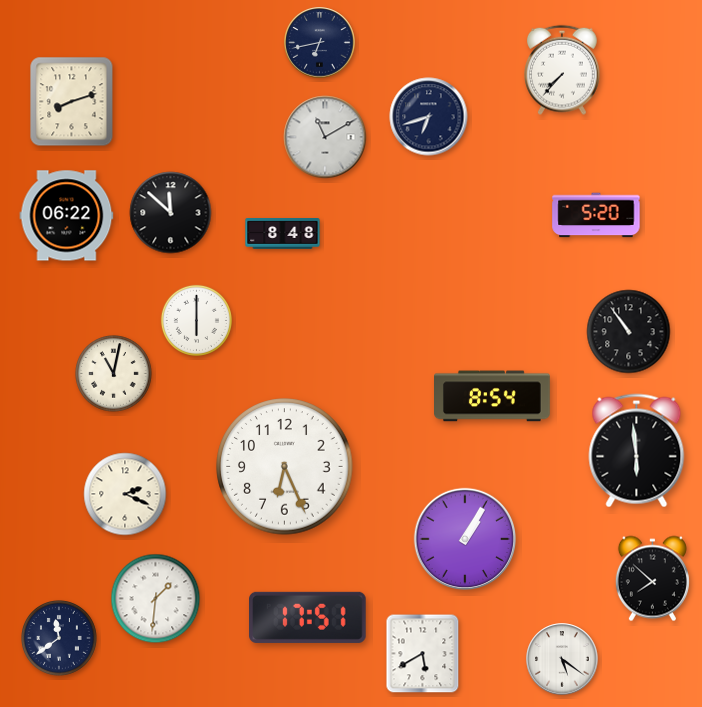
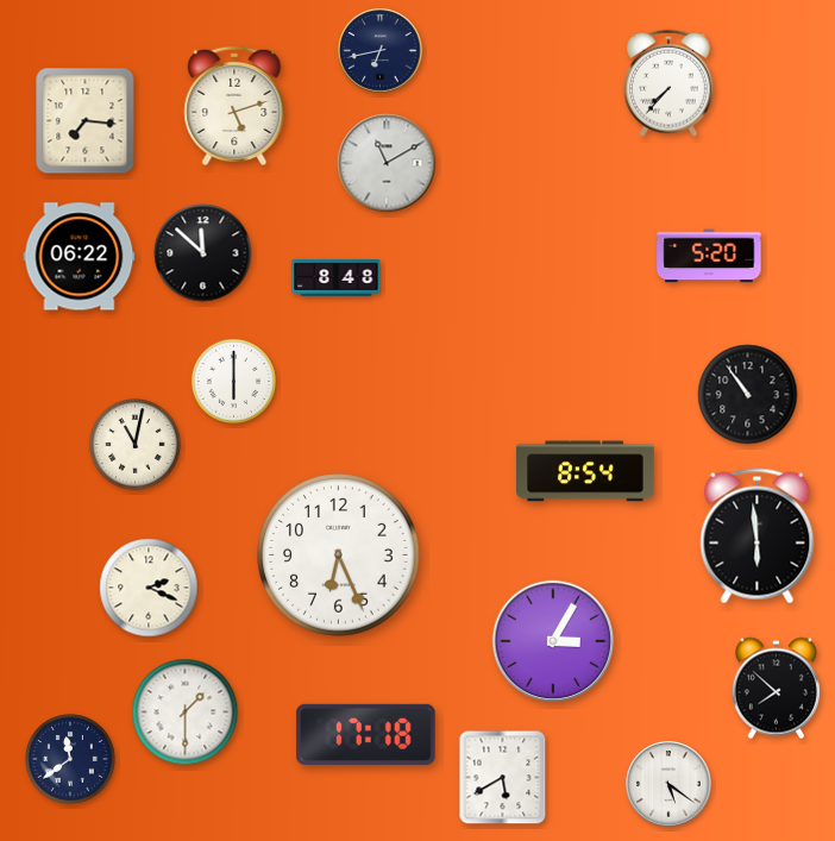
clock at (234, 106): none -> 5:12
clock at (72, 102): 8:12 -> 7:16
clock at (429, 117): 6:42 -> none
clock at (464, 538): 1:05 -> 3:05
clock at (156, 599): 1:31 -> 1:30
clock at (308, 617): 17:51 -> 17:18
